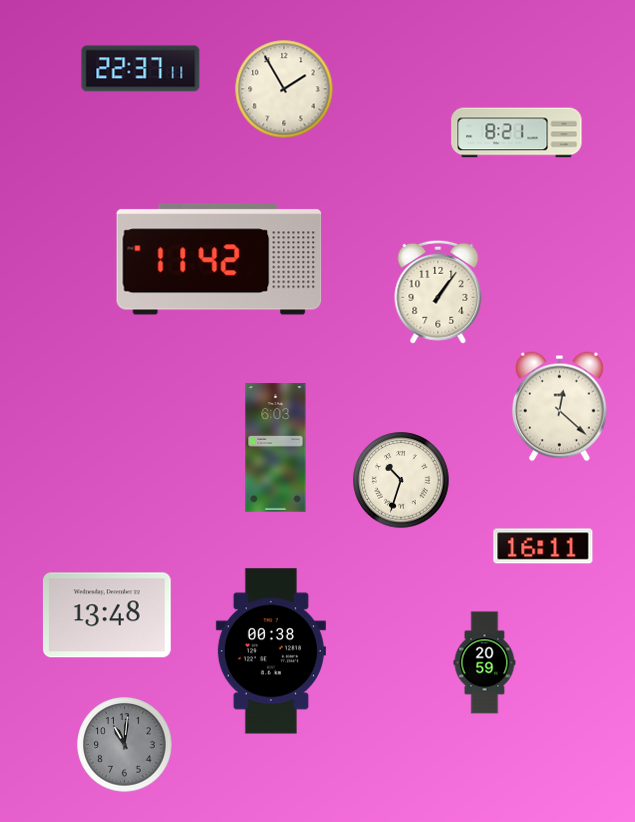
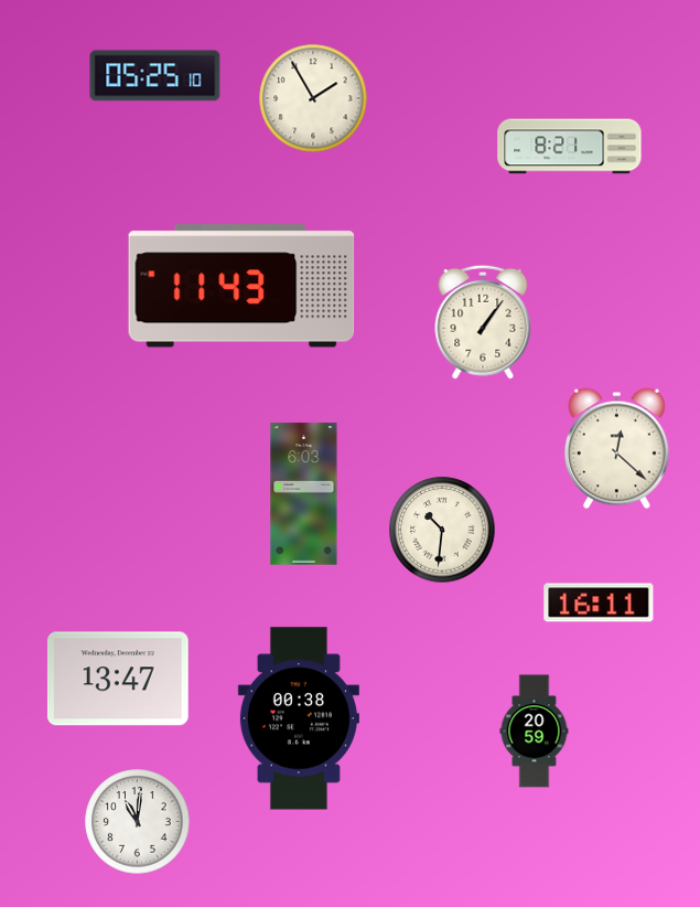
clock at (141, 69): 22:37 -> 05:25
clock at (219, 259): 11:42 -> 11:43
clock at (401, 480): 10:33 -> 10:31
clock at (107, 615): 13:48 -> 13:47
clock at (125, 745) dial: grey -> white
